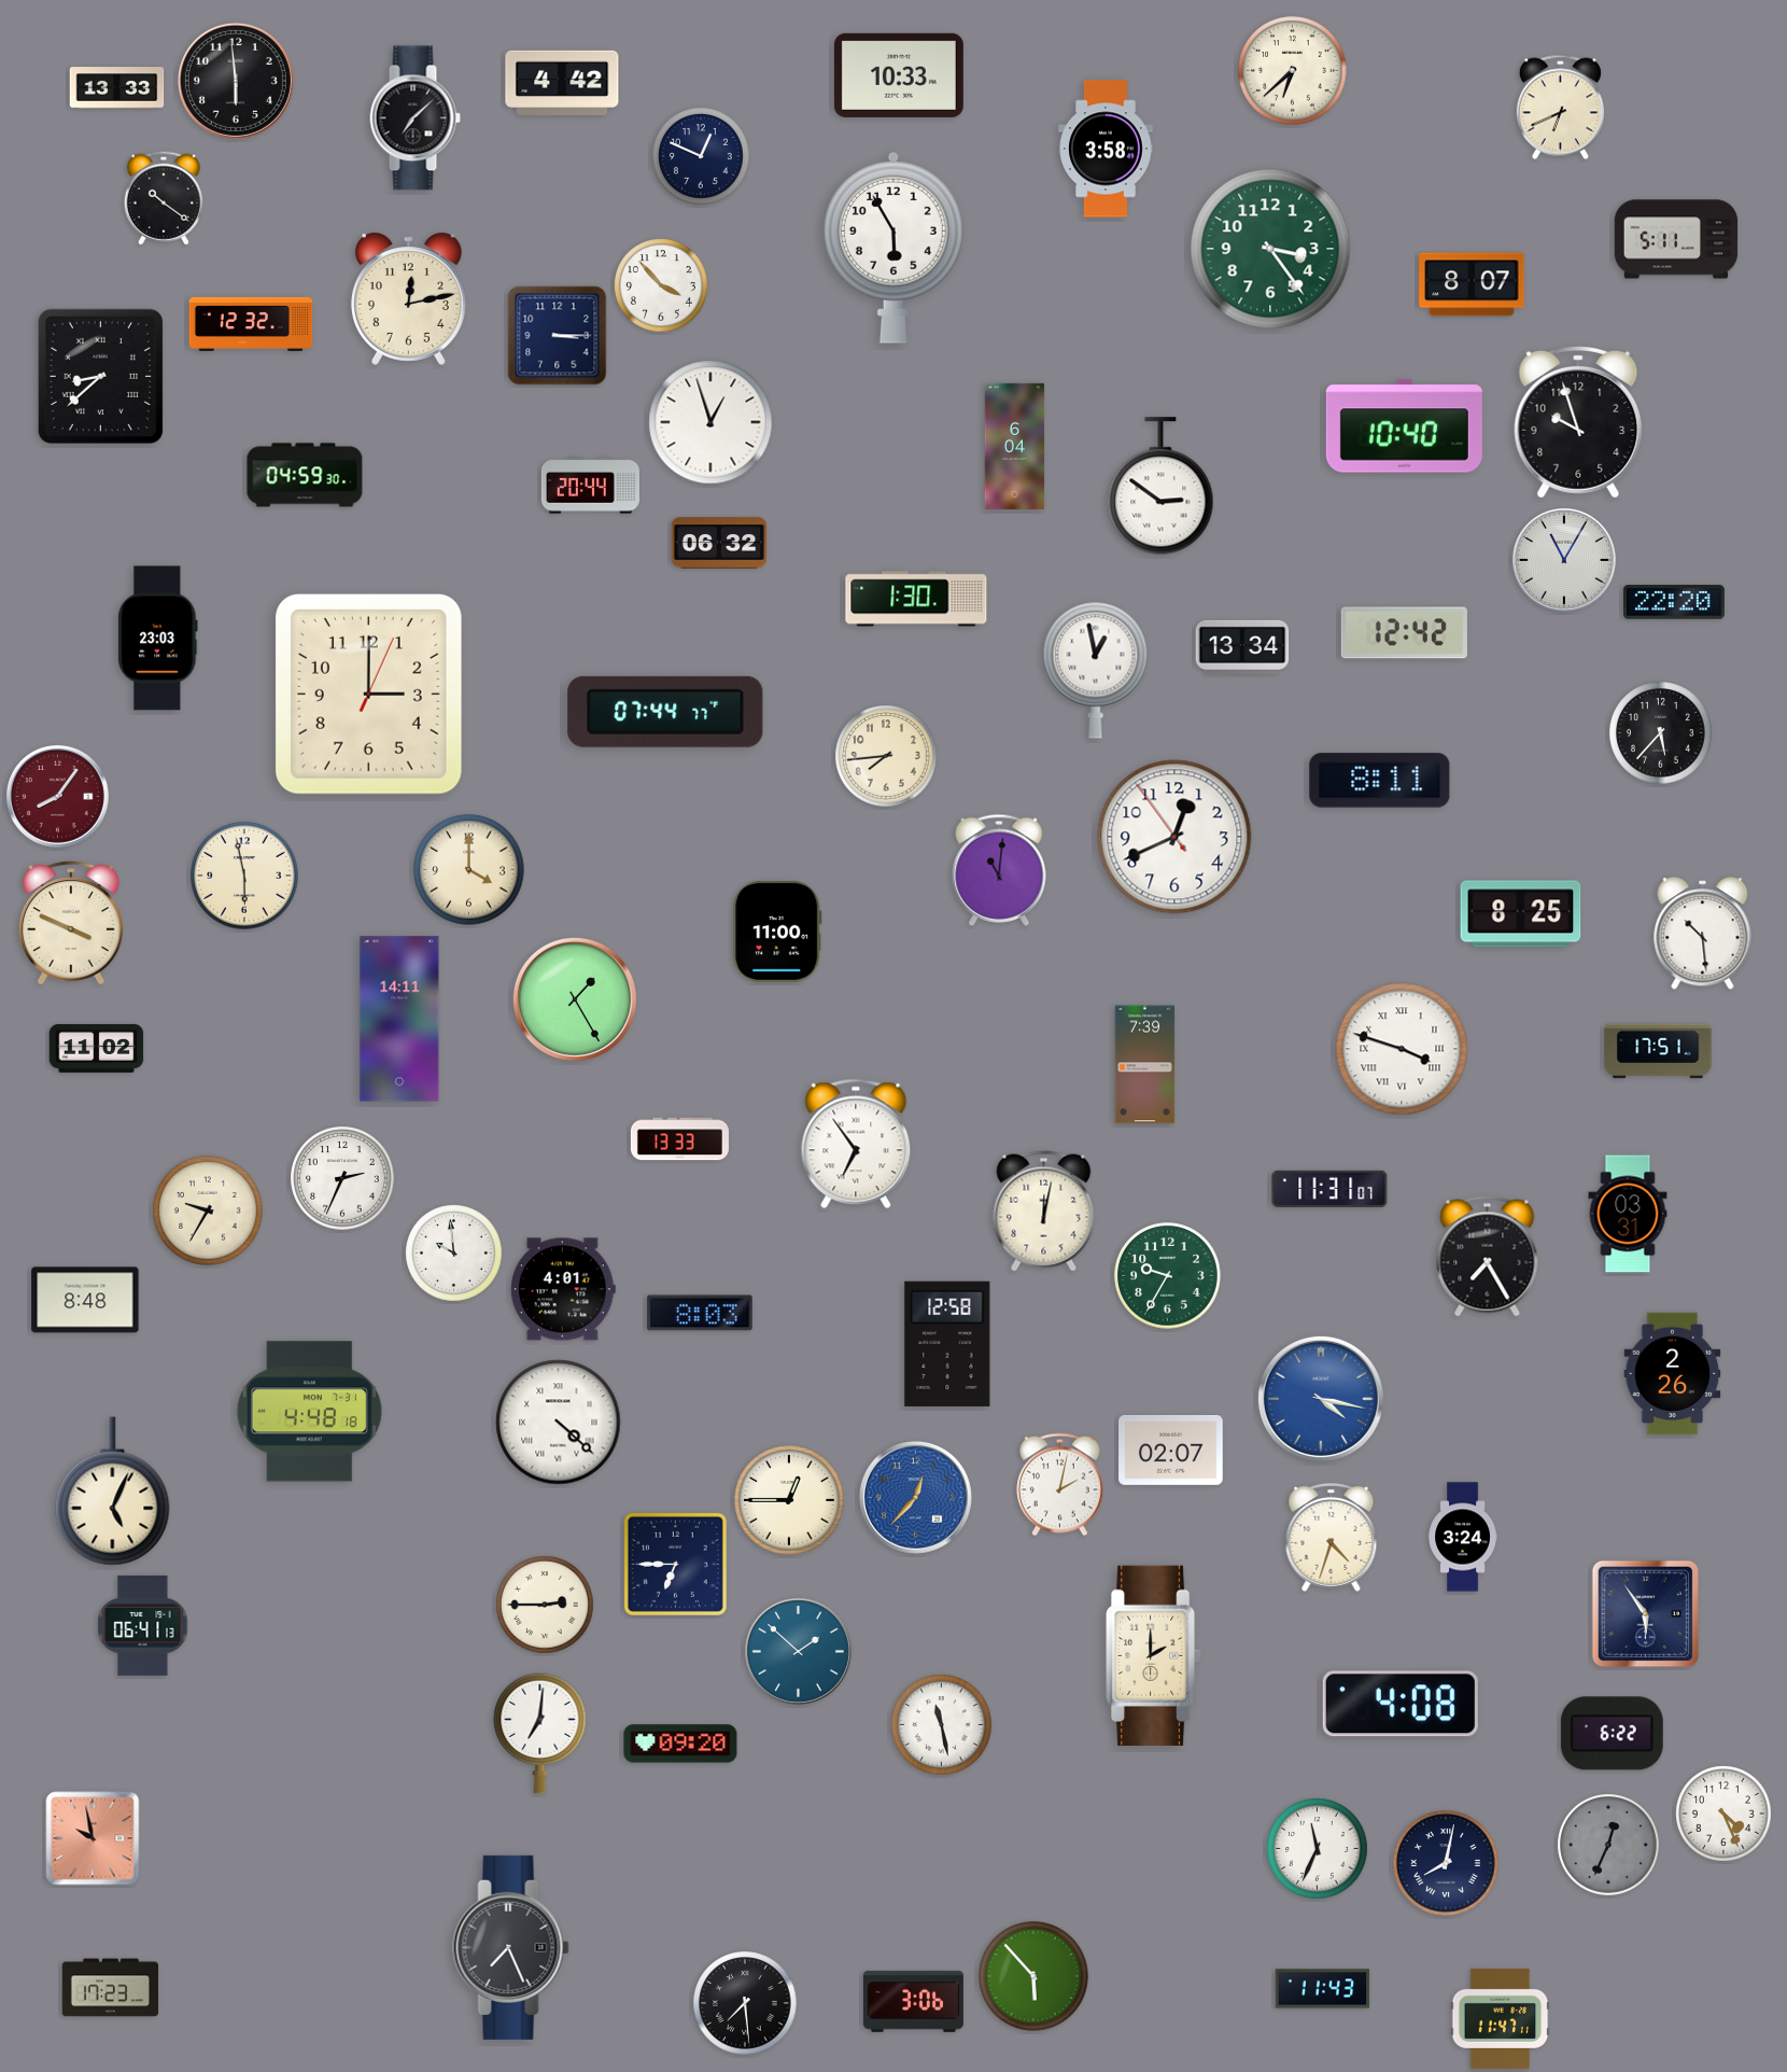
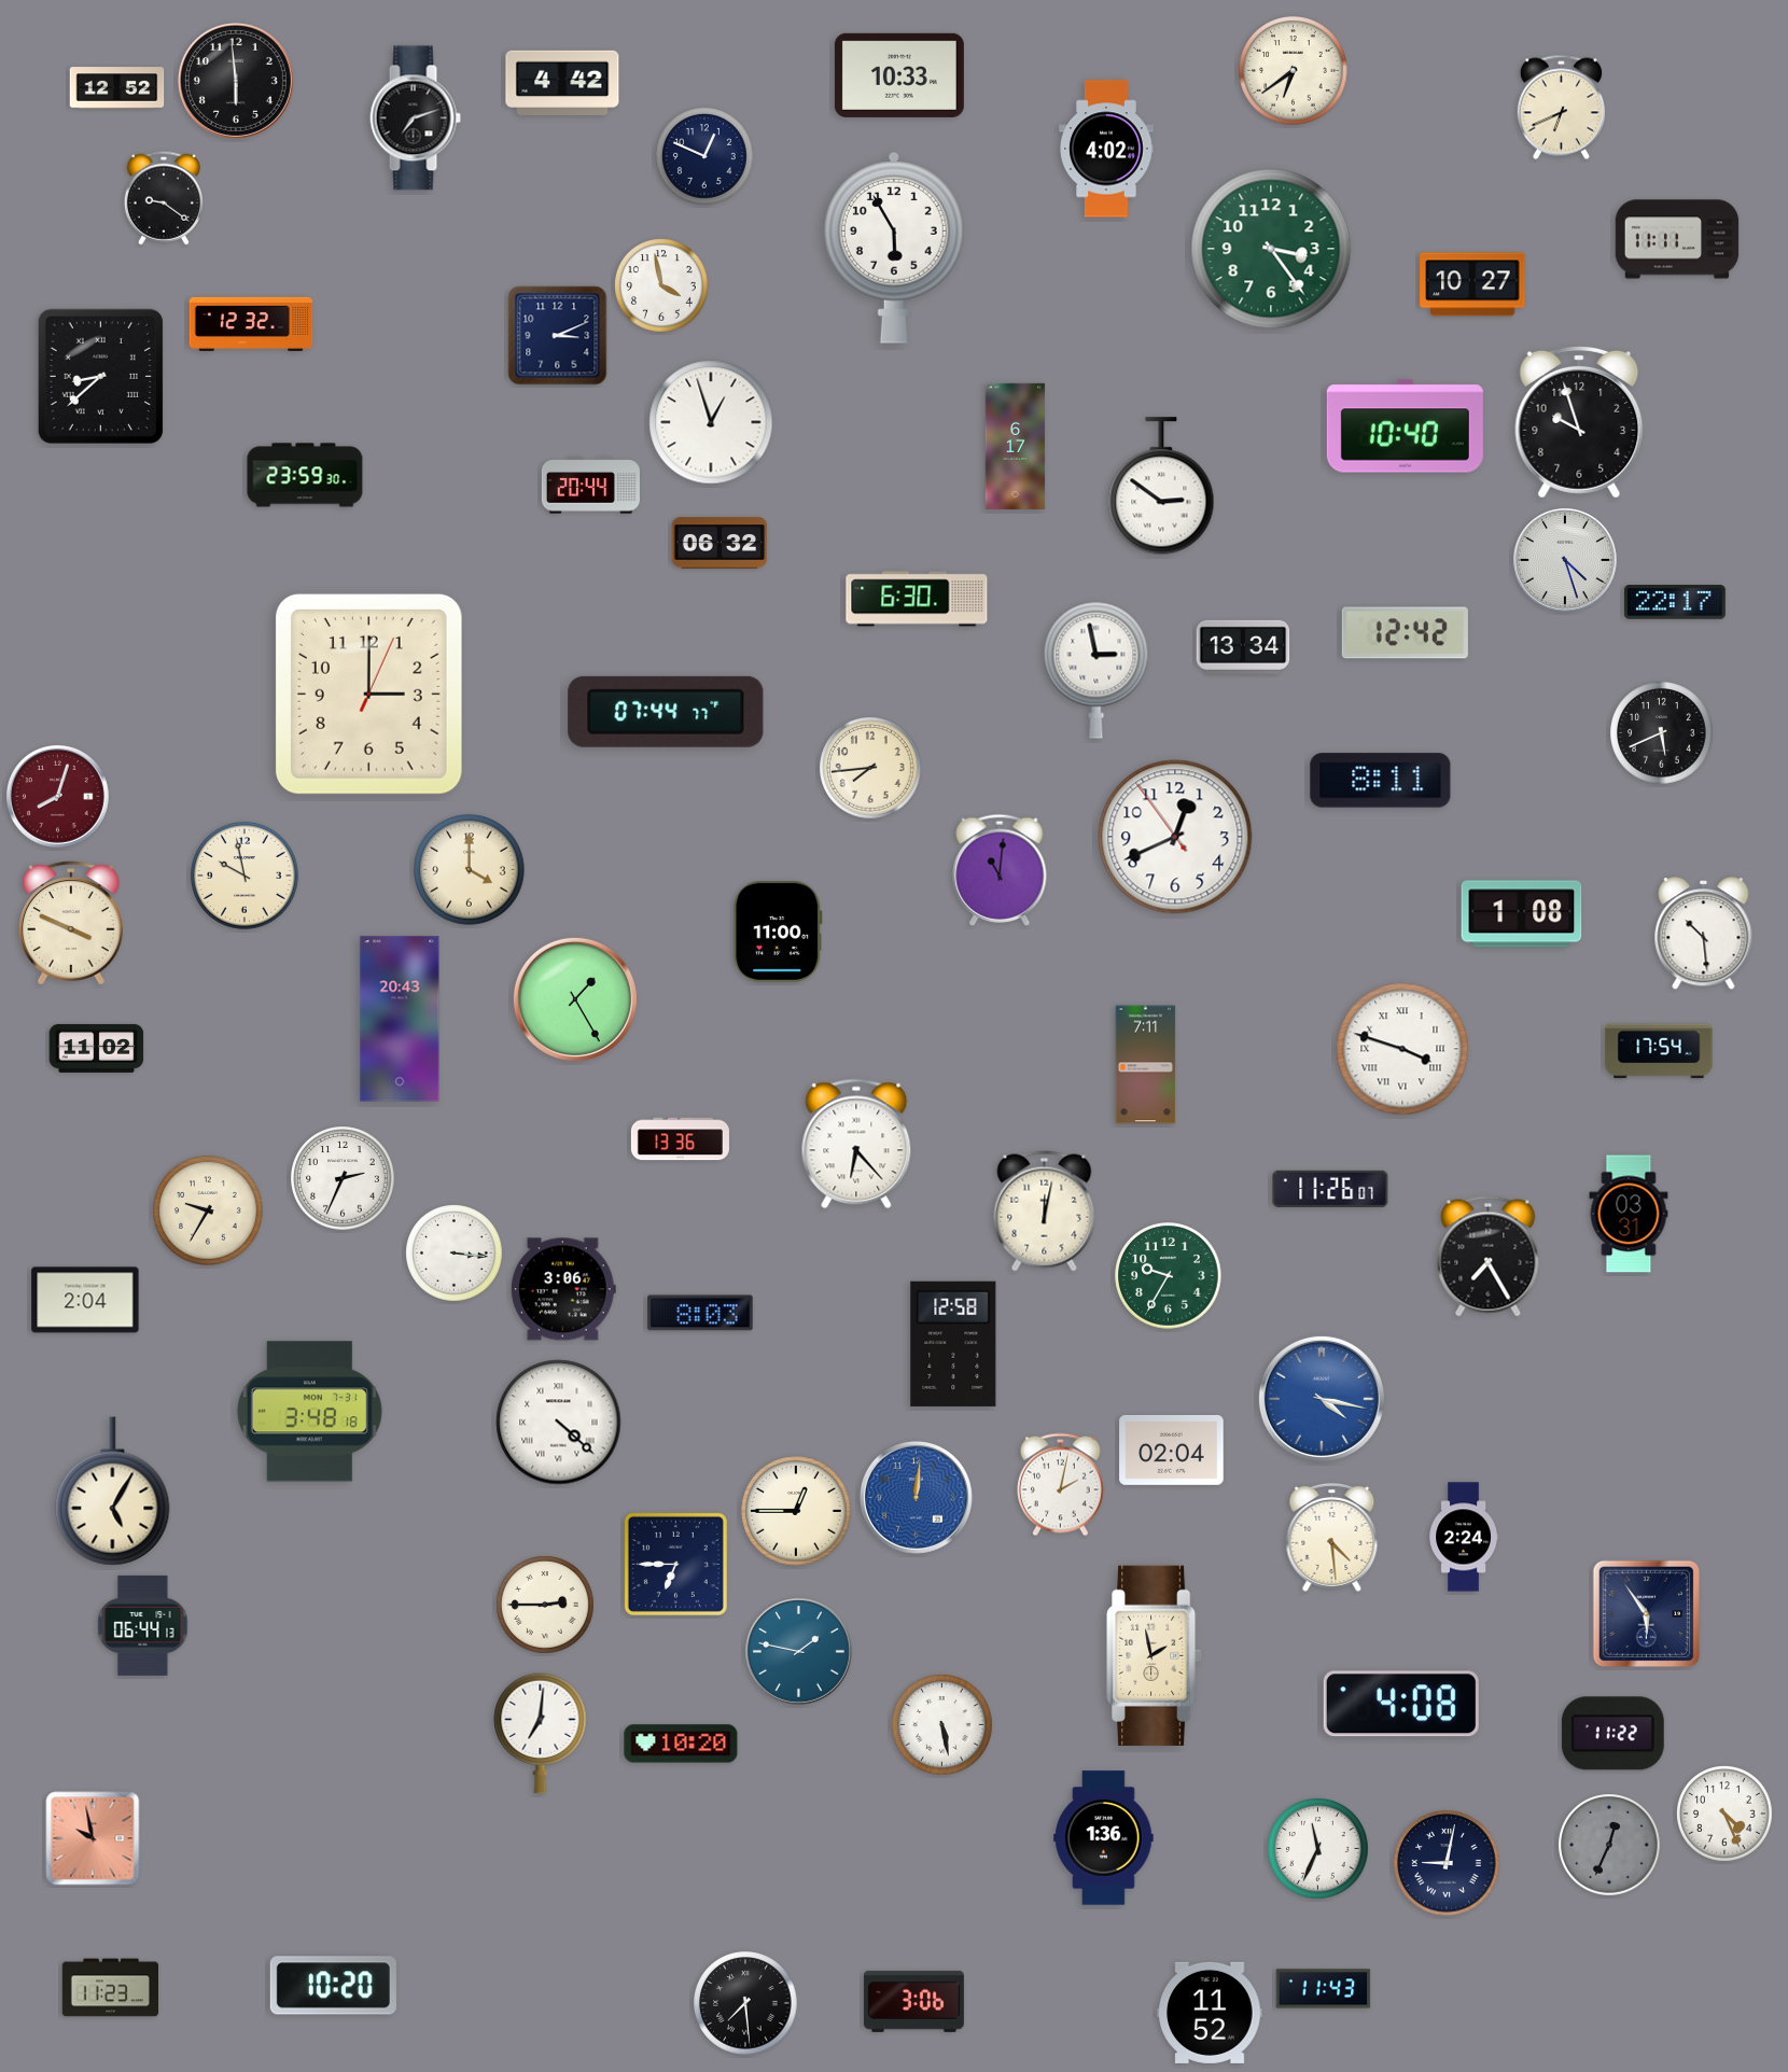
clock at (1293, 71): 6:38 -> 6:39
clock at (117, 88): 13:33 -> 12:52
clock at (414, 118): 7:08 -> 7:12
clock at (1106, 149): 3:58 -> 4:02
clock at (701, 156) position: (701, 156) -> (704, 156)
clock at (164, 198): 10:21 -> 9:21
clock at (1676, 239): 5:11 -> 11:11
clock at (1472, 284): 8:07 -> 10:27
clock at (662, 286): 3:53 -> 3:58
clock at (408, 298): 12:13 -> none
clock at (558, 336): 3:15 -> 3:11
clock at (1015, 446): 6:04 -> 6:17
clock at (305, 475): 04:59 -> 23:59
clock at (1564, 560): 11:05 -> 4:27
clock at (916, 599): 1:30 -> 6:30
clock at (1674, 602): 22:20 -> 22:17
clock at (158, 639): 23:03 -> none
clock at (1096, 670): 12:58 -> 2:58
clock at (1661, 733): 5:37 -> 5:41
clock at (886, 756) position: (886, 756) -> (870, 768)
clock at (57, 796): 8:06 -> 8:03
clock at (244, 876): 5:58 -> 9:58
clock at (1521, 914): 8:25 -> 1:08
clock at (399, 1019): 14:11 -> 20:43
clock at (1658, 1051): 17:51 -> 17:54
clock at (1145, 1065): 7:39 -> 7:11
clock at (679, 1139): 13:33 -> 13:36
clock at (856, 1144): 6:54 -> 6:23
clock at (1329, 1189): 11:31 -> 11:26
clock at (454, 1254): 9:59 -> 3:16
clock at (563, 1289): 4:01 -> 3:06
clock at (85, 1300): 8:48 -> 2:04
clock at (947, 1344) position: (947, 1344) -> (953, 1344)
clock at (1673, 1374): 2:26 -> none
clock at (309, 1412): 4:48 -> 3:48
clock at (1171, 1450): 02:07 -> 02:04
clock at (113, 1492): 5:04 -> 5:05
clock at (915, 1497): 12:37 -> 12:01
clock at (789, 1500) position: (789, 1500) -> (796, 1511)
clock at (1332, 1537): 4:33 -> 4:29
clock at (1462, 1537): 3:24 -> 2:24
clock at (143, 1625): 06:41 -> 06:44
clock at (798, 1651): 1:52 -> 1:47
clock at (1154, 1655): 2:00 -> 1:58
clock at (942, 1725): 11:28 -> 5:28
clock at (1612, 1734): 6:22 -> 11:22
clock at (680, 1744): 09:20 -> 10:20
clock at (1104, 1838): none -> 1:36
clock at (1446, 1863): 8:02 -> 9:02
clock at (511, 1947): 7:26 -> none
clock at (1033, 1976): 5:53 -> none
clock at (333, 1986): none -> 10:20
clock at (111, 1988): 17:23 -> 11:23
clock at (1210, 2013): none -> 11:52
clock at (1501, 2018): 11:47 -> none
